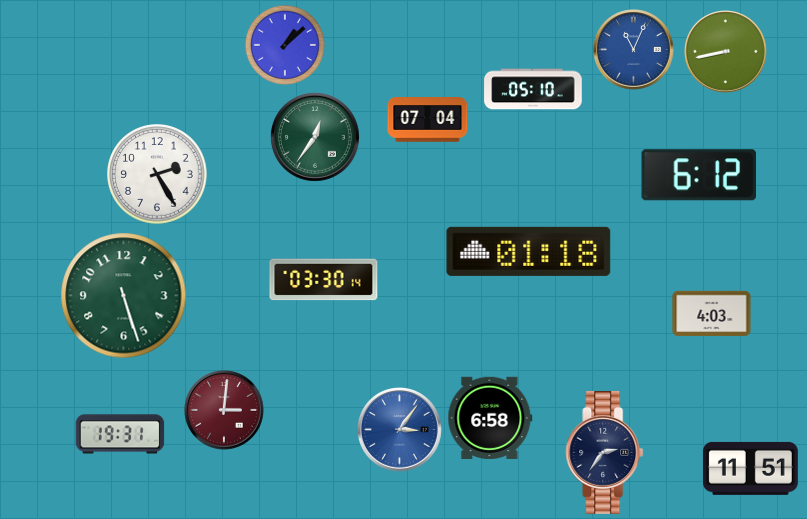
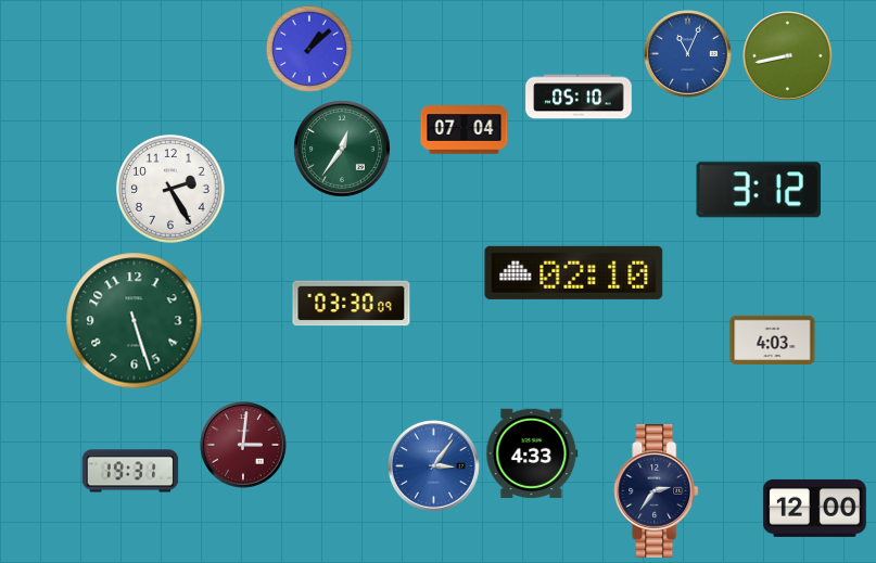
clock at (699, 175): 6:12 -> 3:12
clock at (529, 251): 01:18 -> 02:10
clock at (324, 280): 03:30:14 -> 03:30:09
clock at (490, 418): 6:58 -> 4:33
clock at (750, 468): 11:51 -> 12:00
